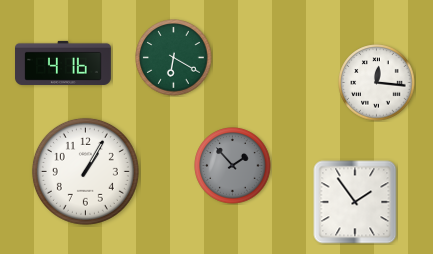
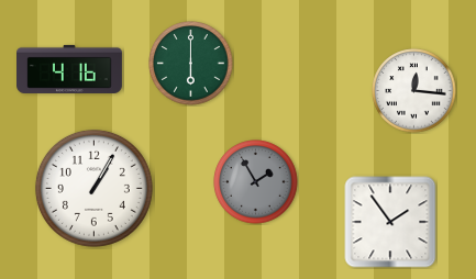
clock at (174, 58): 6:20 -> 6:00
clock at (233, 166): 1:53 -> 1:55
